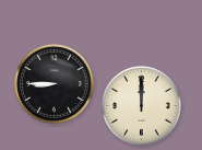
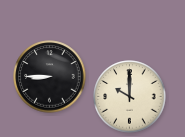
clock at (142, 106): 12:00 -> 10:00
